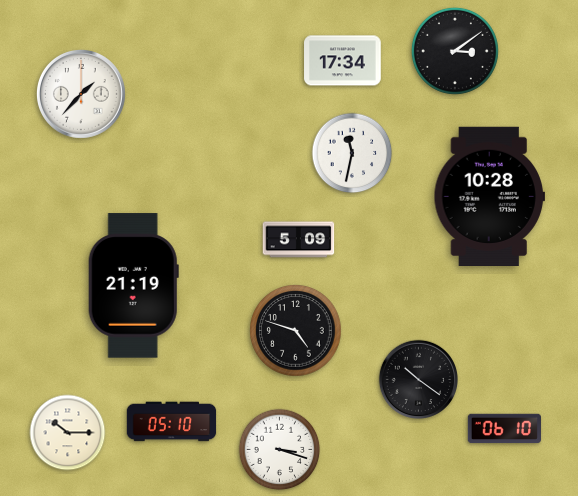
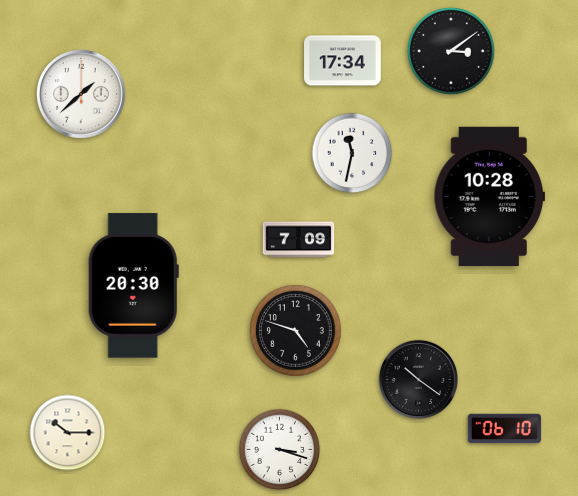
clock at (455, 51) position: (455, 51) -> (451, 51)
clock at (81, 94): 1:37 -> 1:38
clock at (299, 240): 5:09 -> 7:09
clock at (133, 286): 21:19 -> 20:30
clock at (172, 422): 05:10 -> none
